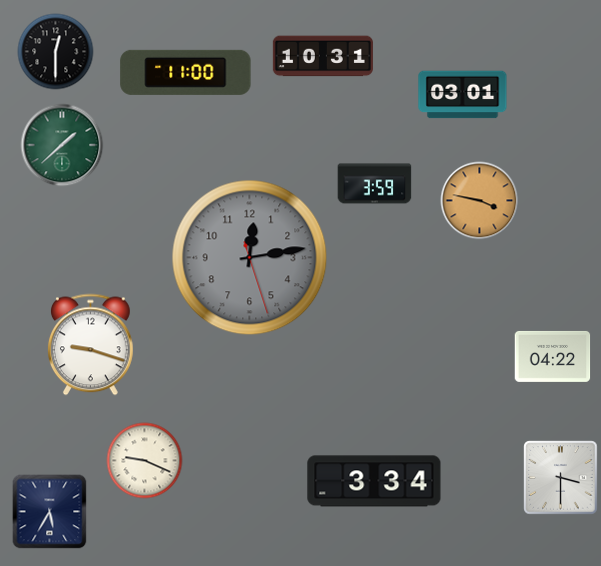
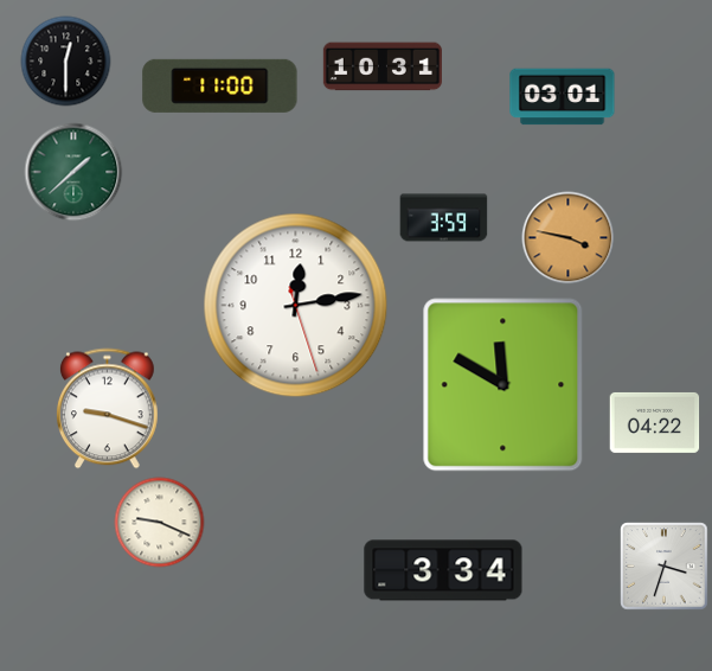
clock at (463, 95) position: (463, 95) -> (563, 97)
clock at (250, 258) dial: grey -> white
clock at (503, 385): none -> 11:50
clock at (145, 461) position: (145, 461) -> (160, 523)
clock at (561, 478): 3:30 -> 3:33
clock at (50, 512): 5:35 -> none
